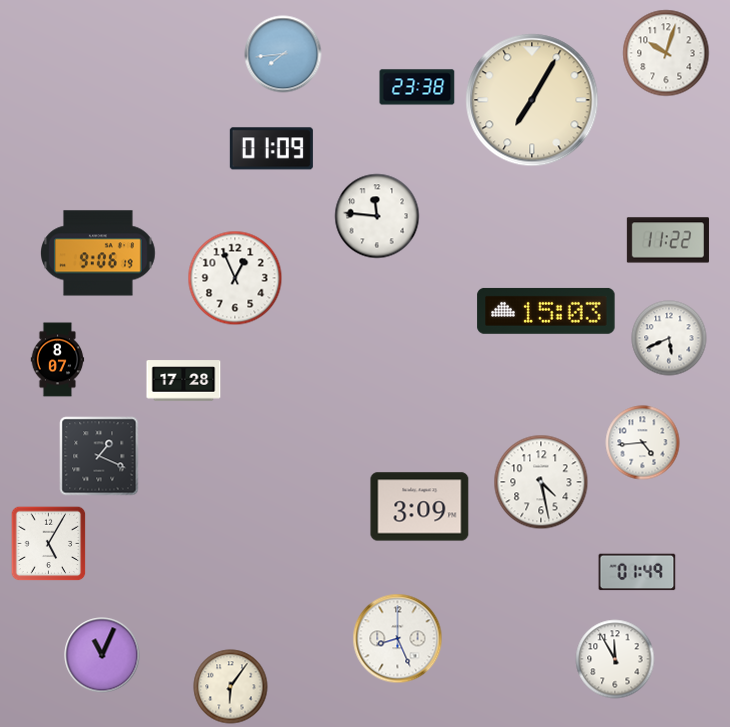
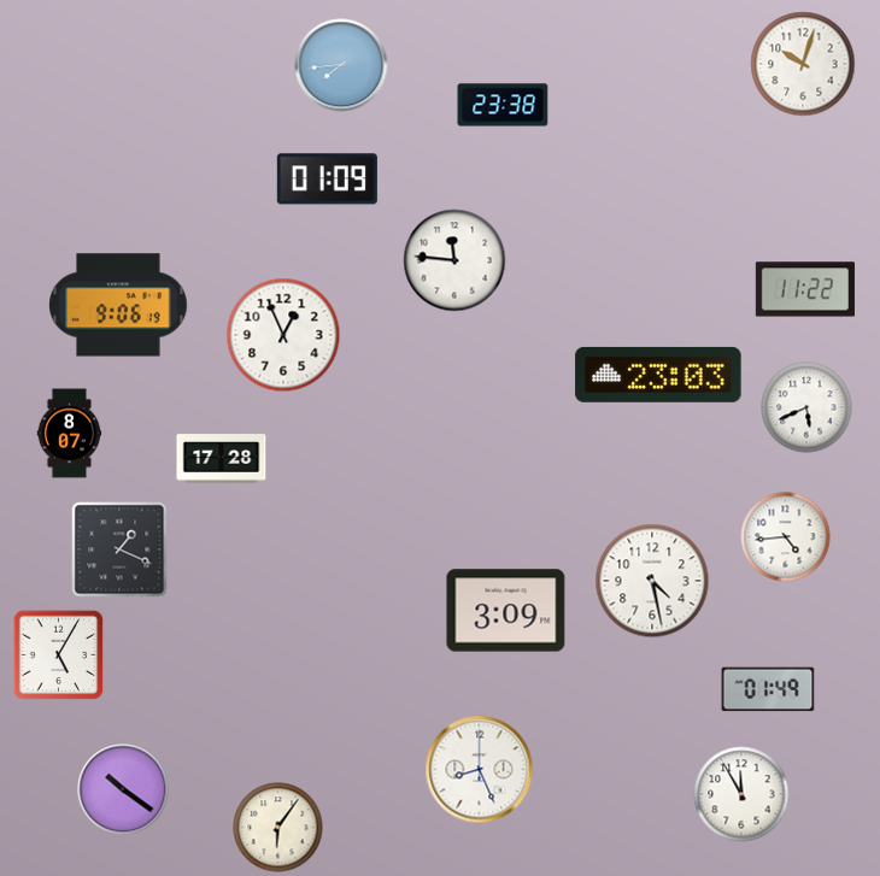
clock at (532, 100): 7:05 -> none
clock at (546, 311): 15:03 -> 23:03
clock at (643, 443) position: (643, 443) -> (786, 537)
clock at (102, 655): 11:04 -> 10:21
